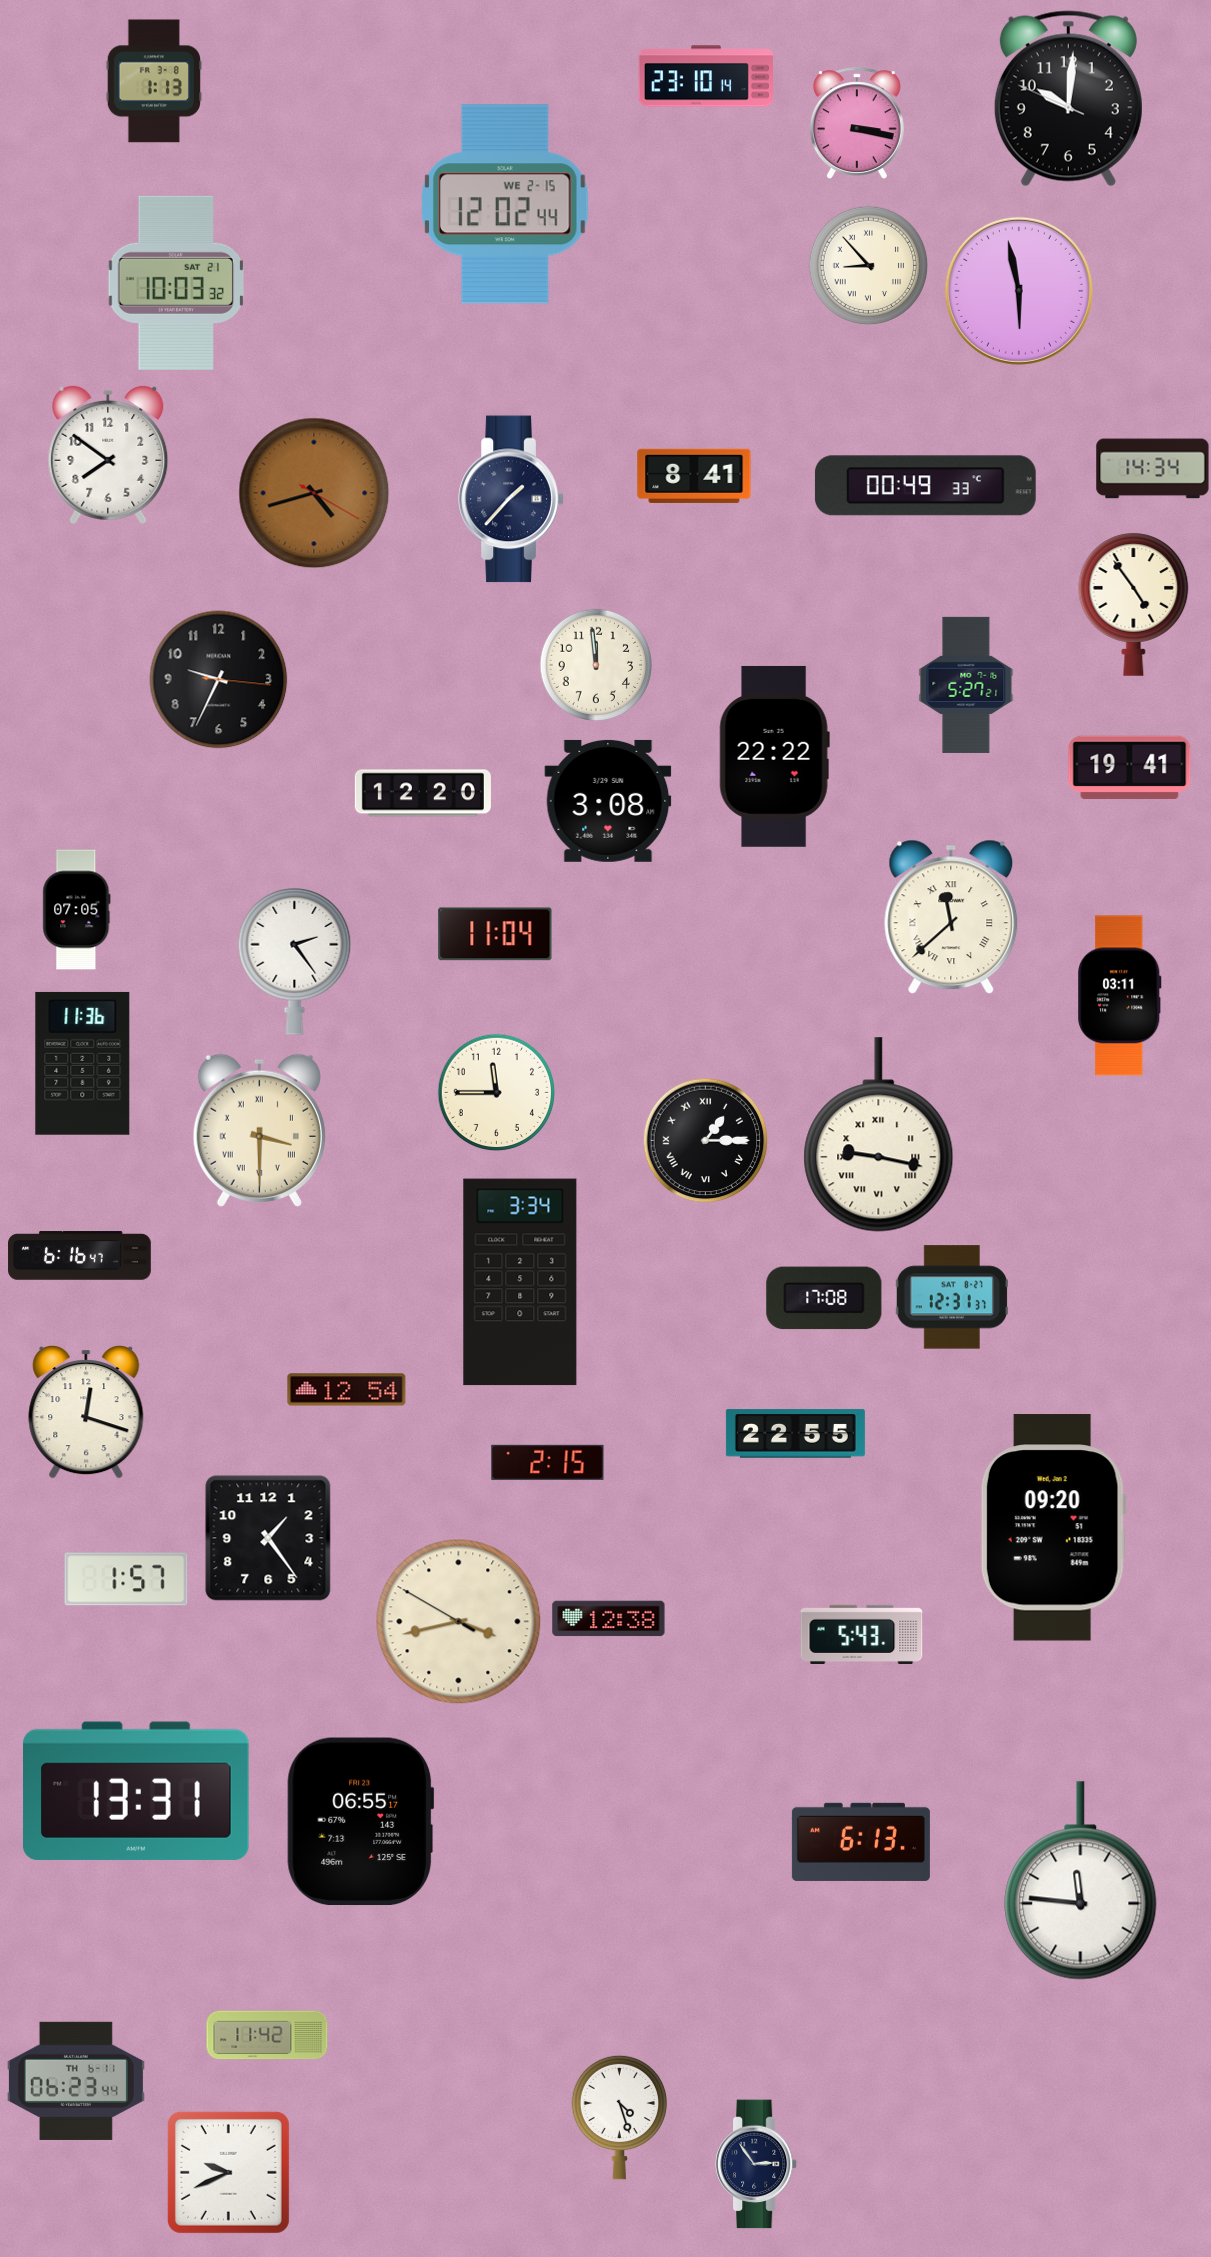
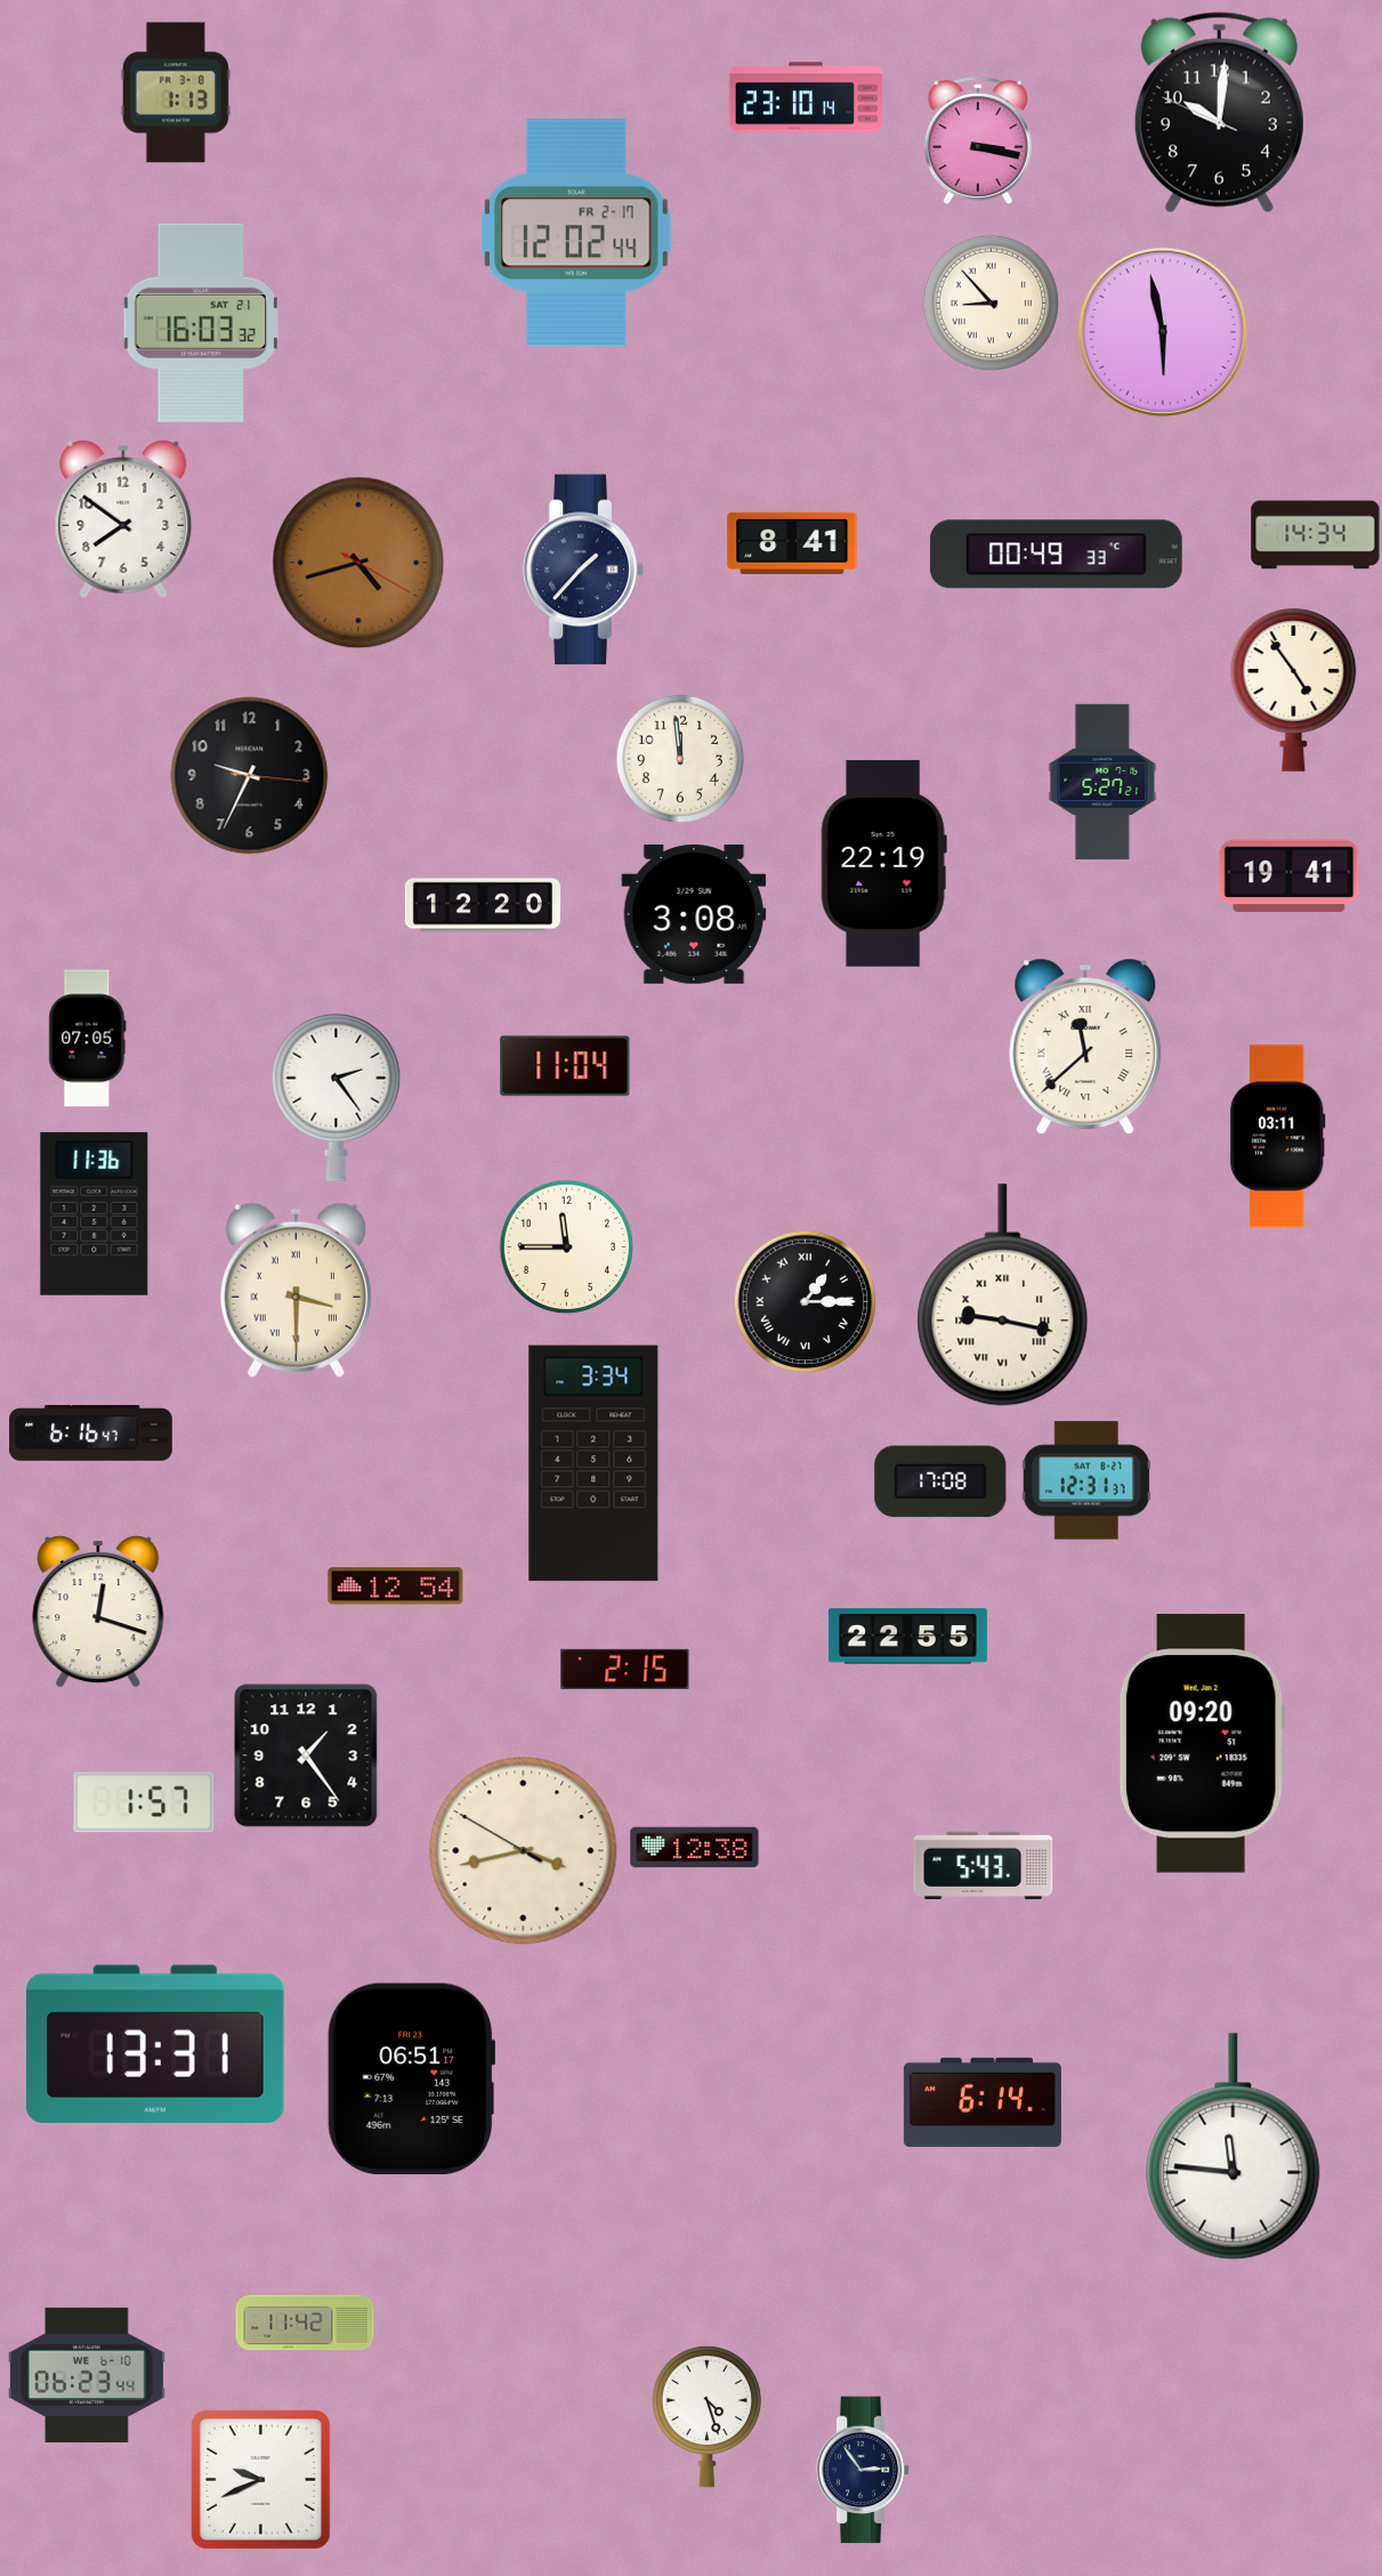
clock at (706, 76) position: (706, 76) -> (806, 97)
clock at (505, 204) date: WE 2-15 -> FR 2-17
clock at (175, 283): 10:03 -> 16:03
clock at (774, 756): 22:22 -> 22:19
clock at (361, 1822): 06:55 -> 06:51
clock at (861, 1842): 6:13 -> 6:14
clock at (76, 2081) date: TH 6-11 -> WE 6-10
